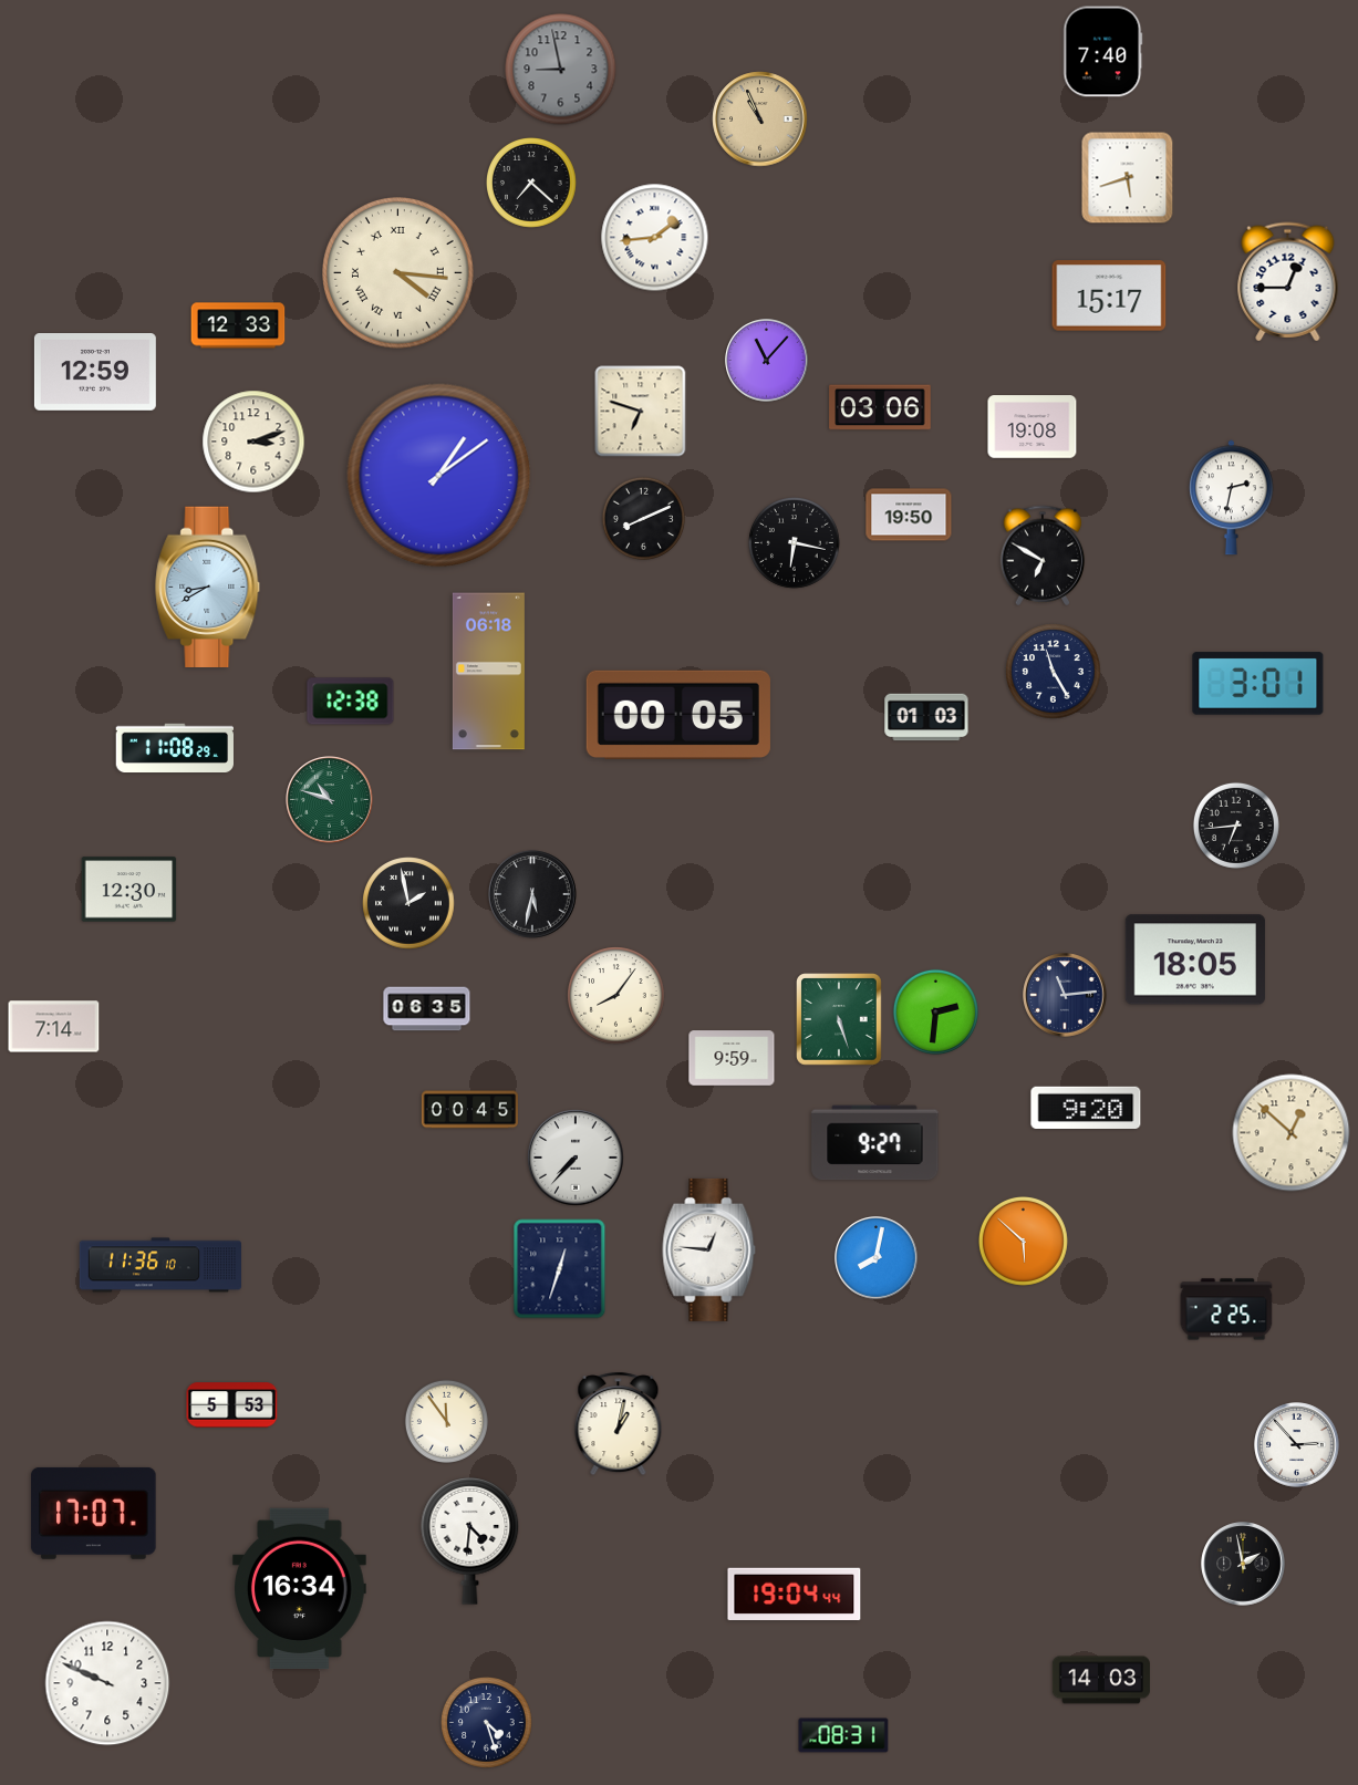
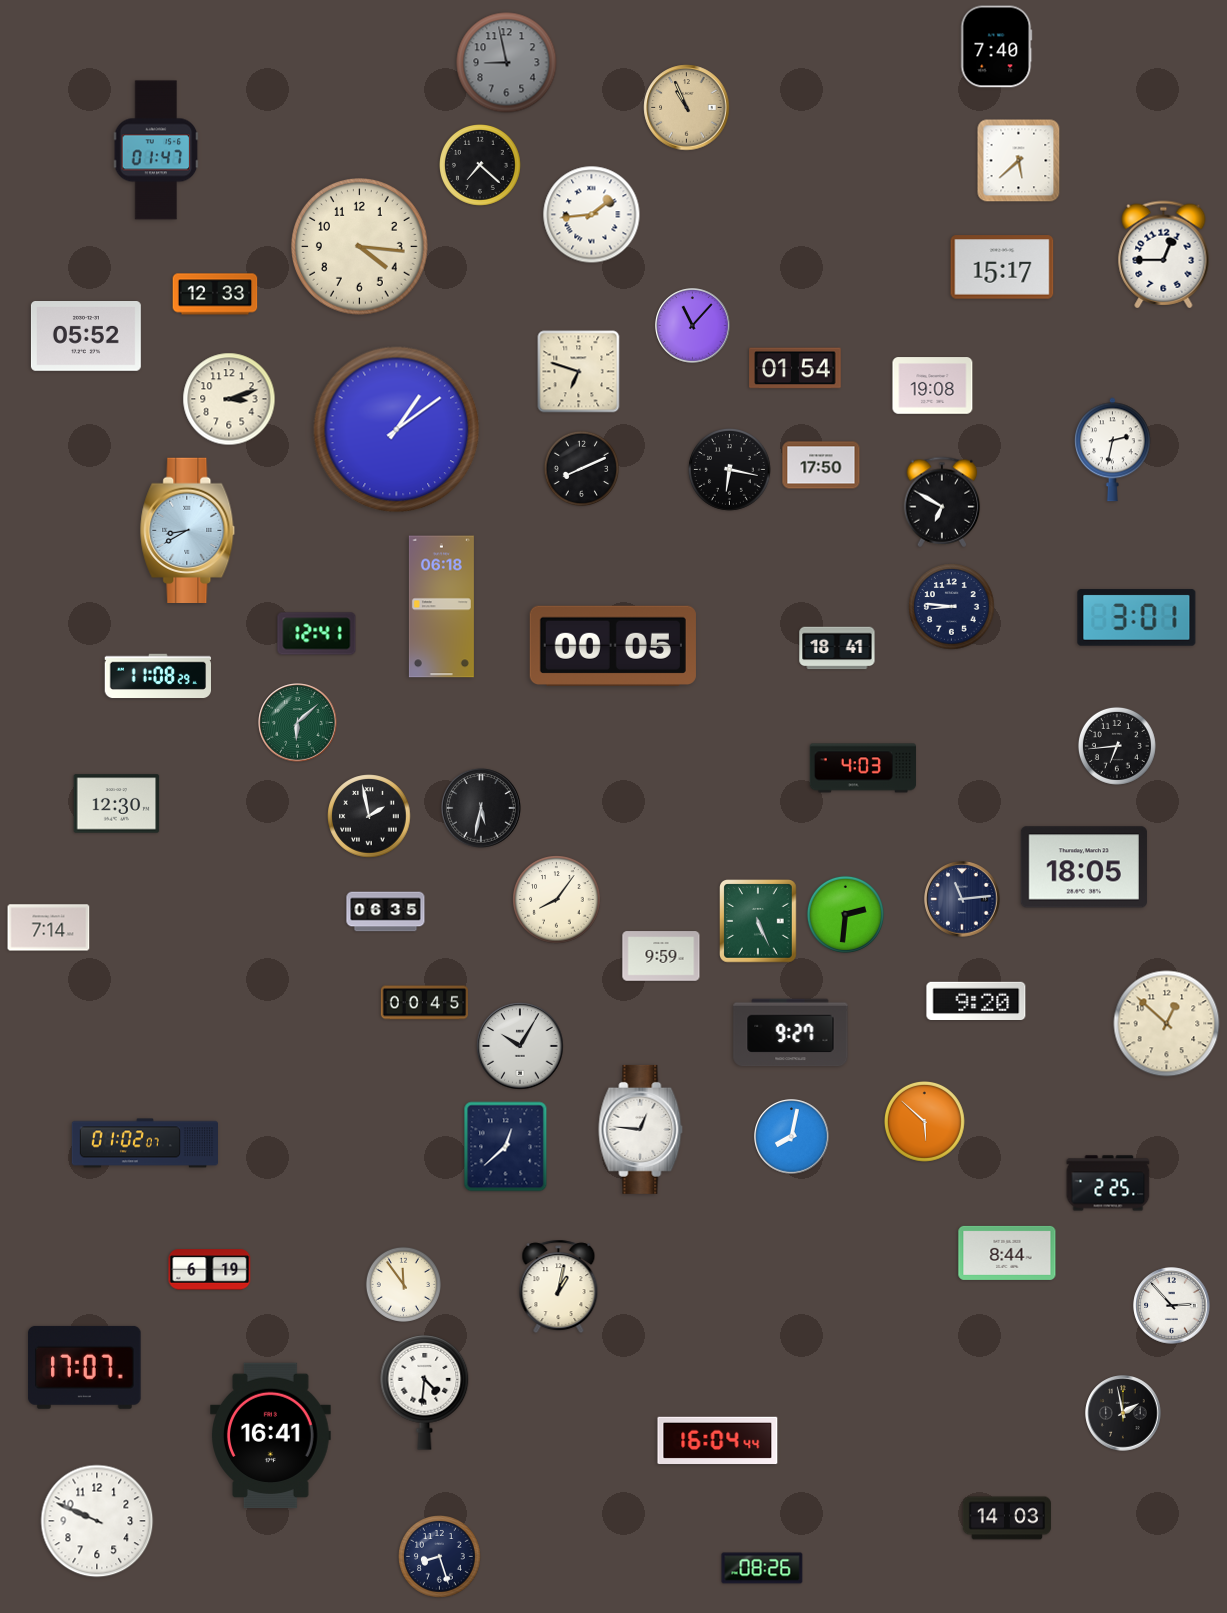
clock at (156, 150): none -> 01:47
clock at (1128, 178): 5:42 -> 5:38
clock at (398, 273) numerals: Roman -> Arabic
clock at (95, 373): 12:59 -> 05:52
clock at (880, 407): 03:06 -> 01:54
clock at (909, 515): 19:50 -> 17:50
clock at (795, 543) position: (795, 543) -> (730, 470)
clock at (1054, 672): 11:25 -> 8:46
clock at (351, 702): 12:38 -> 12:41
clock at (926, 717): 01:03 -> 18:41
clock at (330, 800): 10:48 -> 6:08
clock at (863, 768): none -> 4:03
clock at (1195, 959) position: (1195, 959) -> (1084, 867)
clock at (840, 1019): 5:27 -> 5:26
clock at (1086, 1107) position: (1086, 1107) -> (976, 1000)
clock at (576, 1158): 7:37 -> 10:05
clock at (159, 1265): 11:36 -> 01:02
clock at (560, 1269): 12:33 -> 12:38
clock at (1007, 1253): none -> 8:44
clock at (232, 1405): 5:53 -> 6:19
clock at (300, 1589): 16:34 -> 16:41
clock at (795, 1595): 19:04 -> 16:04
clock at (1101, 1680) position: (1101, 1680) -> (1007, 1518)
clock at (487, 1723): 4:27 -> 8:27
clock at (843, 1735): 08:31 -> 08:26
